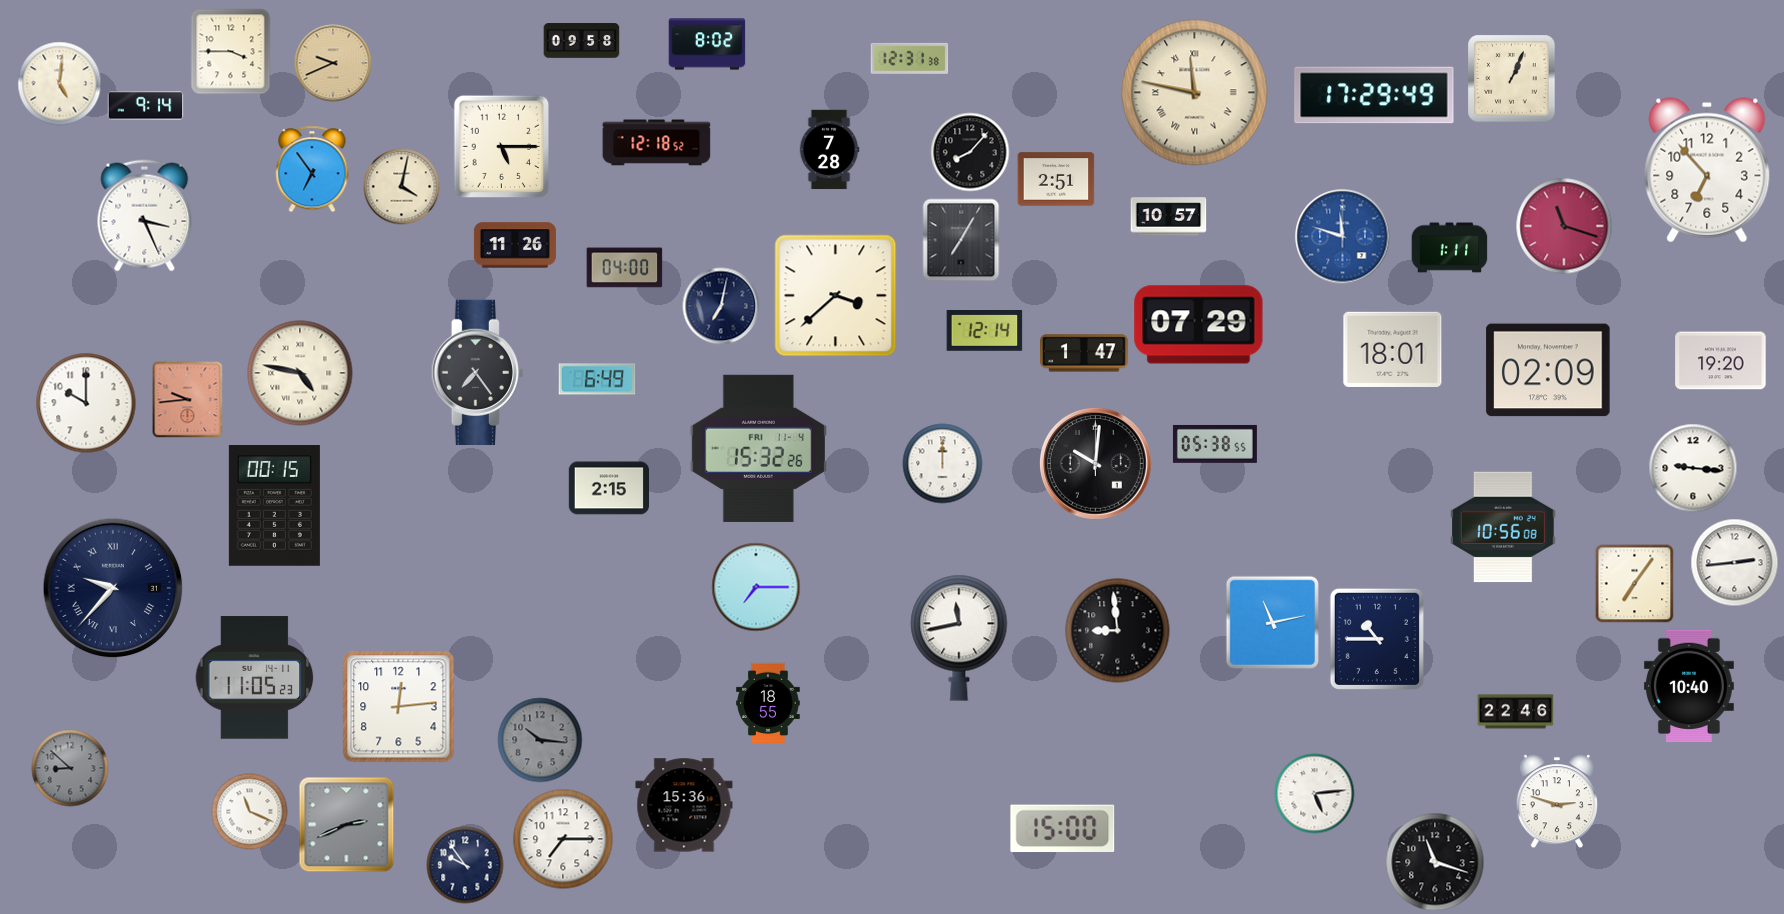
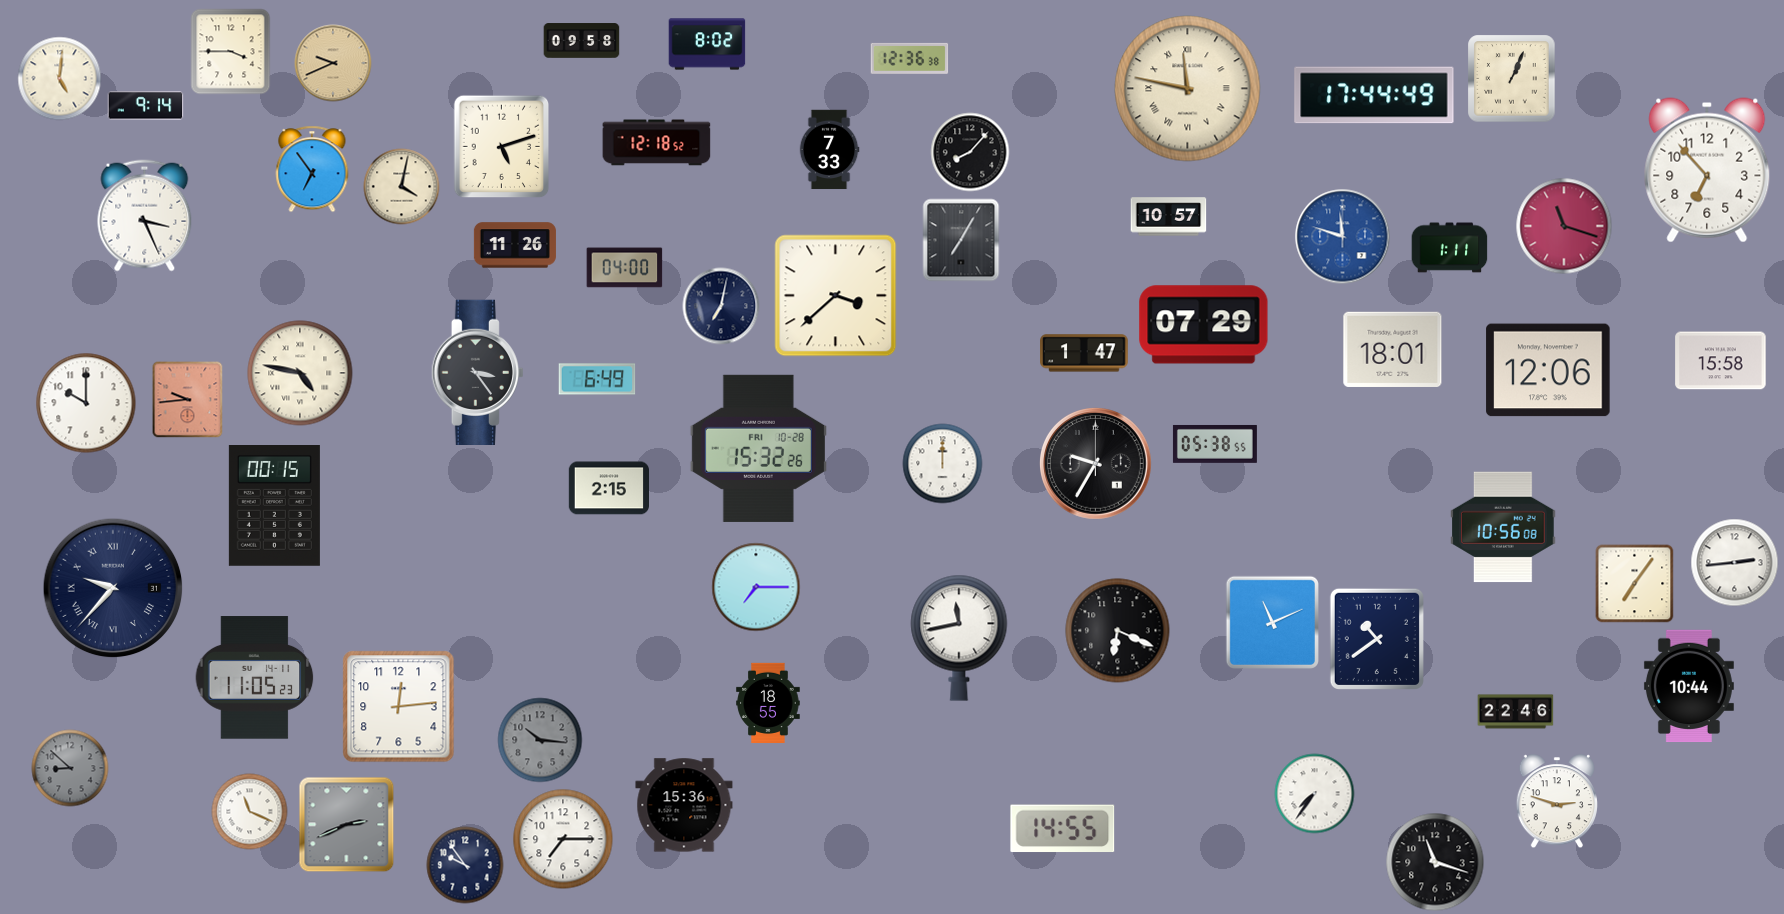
clock at (910, 58): 12:31 -> 12:36
clock at (60, 84) position: (60, 84) -> (60, 79)
clock at (1195, 93) position: (1195, 93) -> (1188, 89)
clock at (1374, 95): 17:29 -> 17:44
clock at (502, 147): 5:15 -> 5:12
clock at (829, 150): 7:28 -> 7:33
clock at (1056, 179): 2:51 -> none
clock at (1199, 325) position: (1199, 325) -> (1204, 325)
clock at (985, 331): 12:14 -> none
clock at (1721, 361): 19:20 -> 15:58
clock at (1548, 370): 02:09 -> 12:06
clock at (477, 372): 7:24 -> 3:24
clock at (758, 448) date: FRI 11-4 -> FRI 10-28
clock at (1096, 464): 10:01 -> 9:35
clock at (1693, 468): 9:16 -> none
clock at (1272, 622): 11:13 -> 11:11
clock at (1118, 631): 8:59 -> 6:19
clock at (1377, 639): 10:45 -> 10:39
clock at (1689, 686): 10:40 -> 10:44
clock at (1315, 794): 5:14 -> 7:36
clock at (1063, 829): 15:00 -> 14:55
